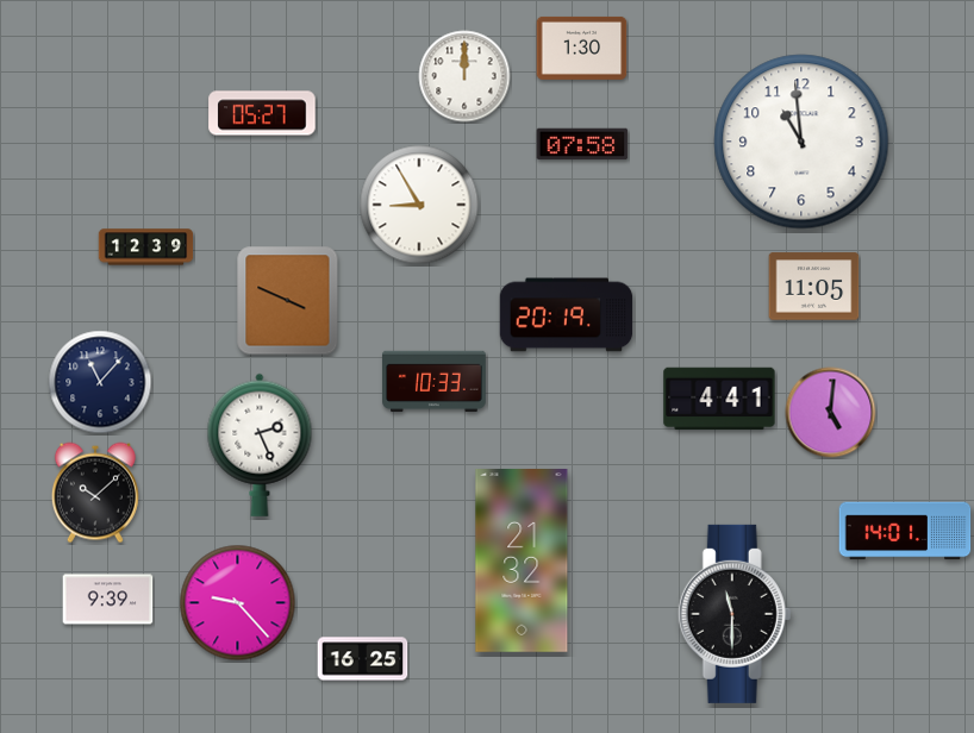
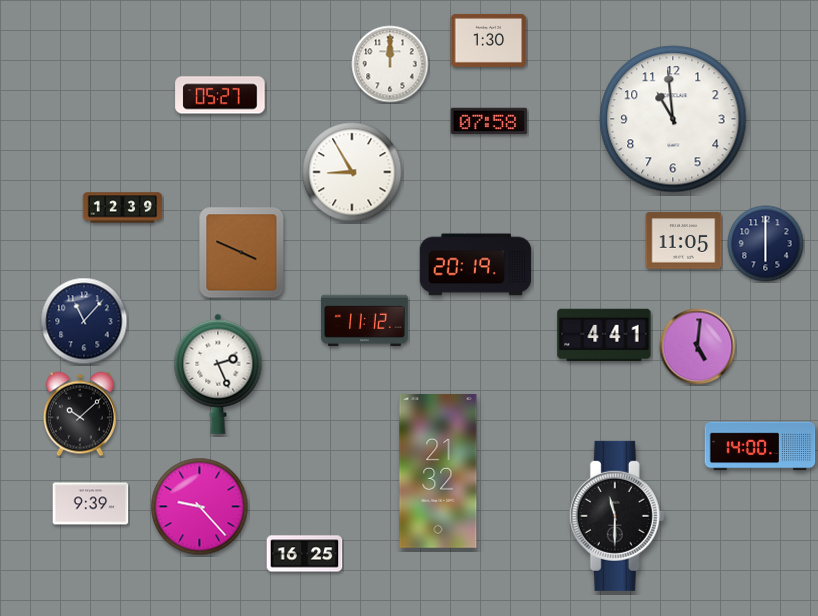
clock at (766, 244): none -> 6:00
clock at (435, 382): 10:33 -> 11:12
clock at (905, 531): 14:01 -> 14:00
